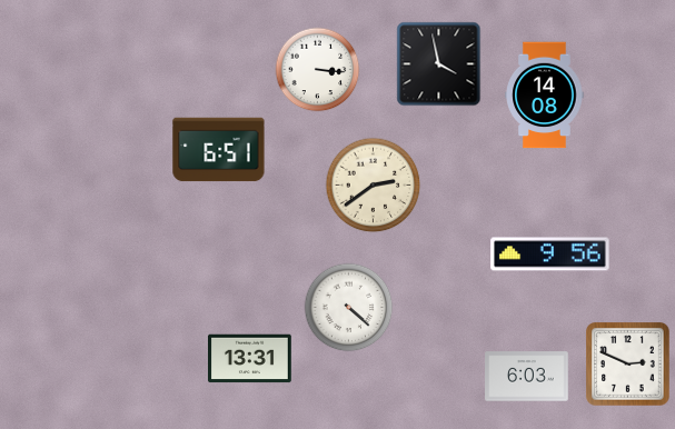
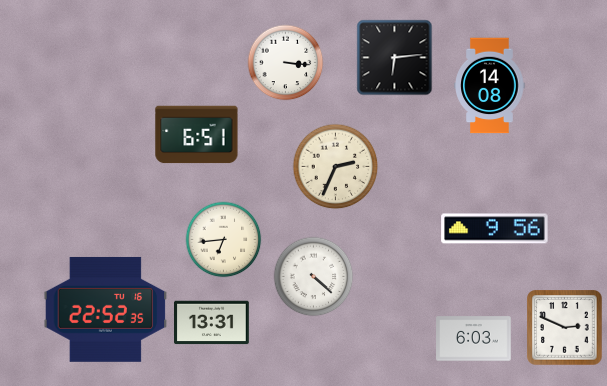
clock at (439, 64): 3:58 -> 6:14
clock at (374, 186): 2:39 -> 2:34
clock at (224, 240): none -> 6:44
clock at (106, 309): none -> 22:52
clock at (250, 359) position: (250, 359) -> (212, 323)
